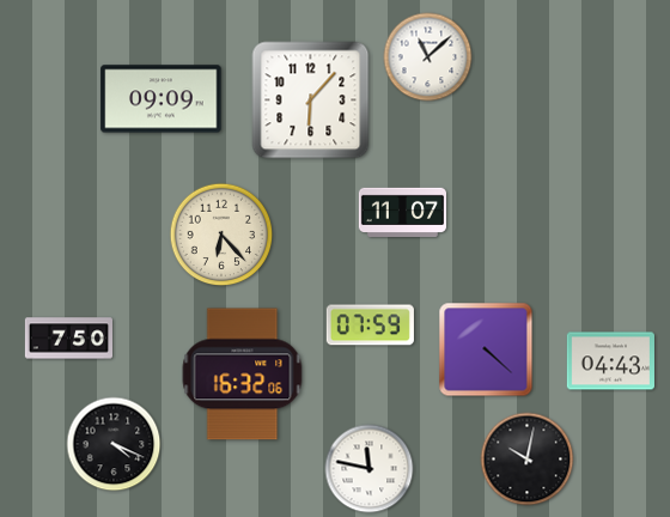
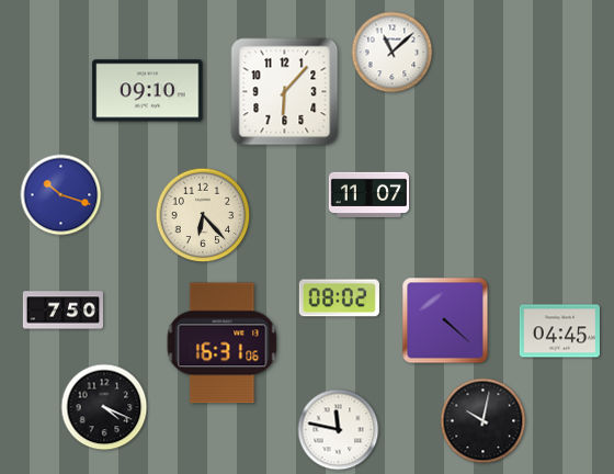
clock at (162, 99): 09:09 -> 09:10
clock at (61, 195): none -> 10:18
clock at (370, 326): 07:59 -> 08:02
clock at (610, 361): 04:43 -> 04:45
clock at (243, 375): 16:32 -> 16:31
